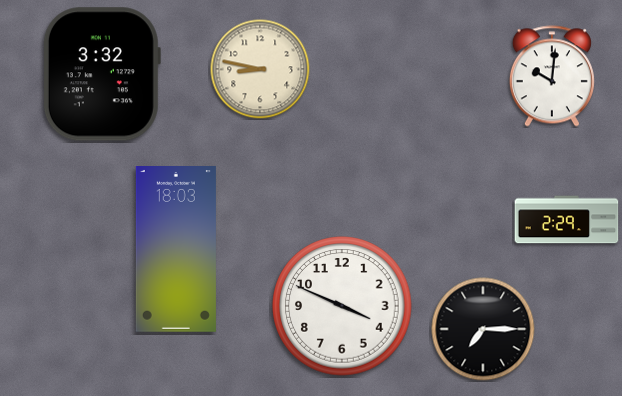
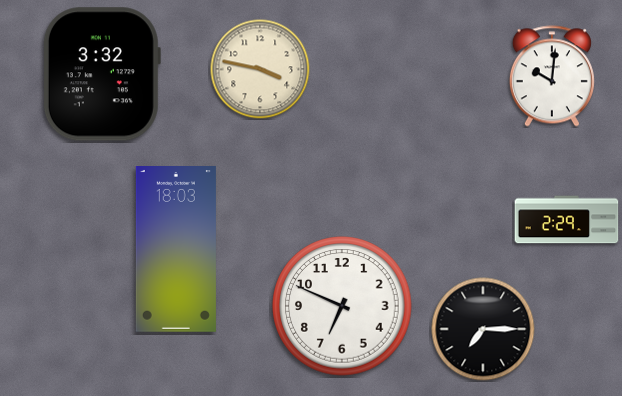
clock at (260, 69): 8:47 -> 3:47
clock at (342, 306): 3:49 -> 6:49
